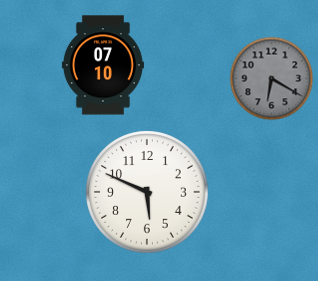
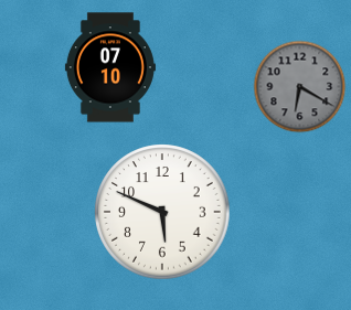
clock at (103, 65) position: (103, 65) -> (110, 67)
